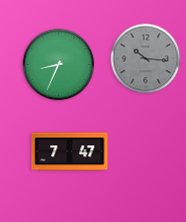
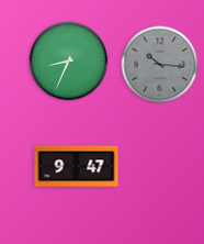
clock at (59, 65) position: (59, 65) -> (69, 62)
clock at (70, 152): 7:47 -> 9:47
